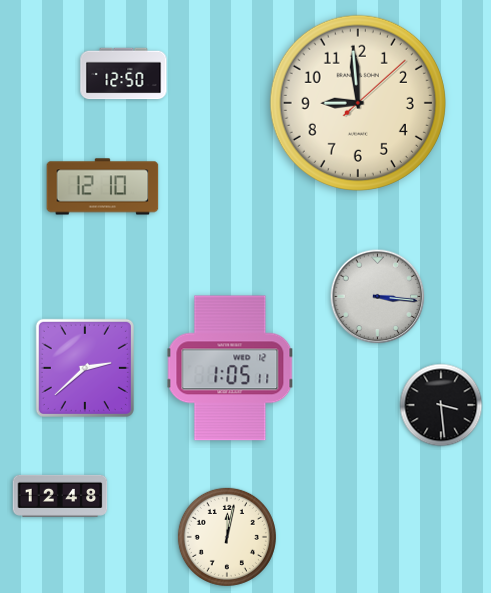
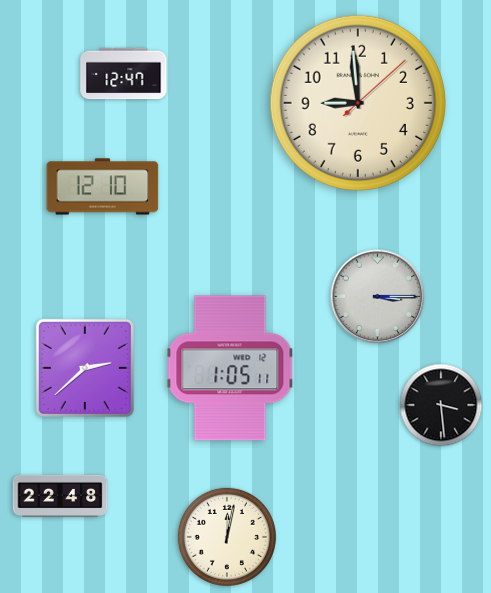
clock at (124, 74): 12:50 -> 12:47
clock at (378, 297): 3:16 -> 3:15
clock at (60, 496): 12:48 -> 22:48
